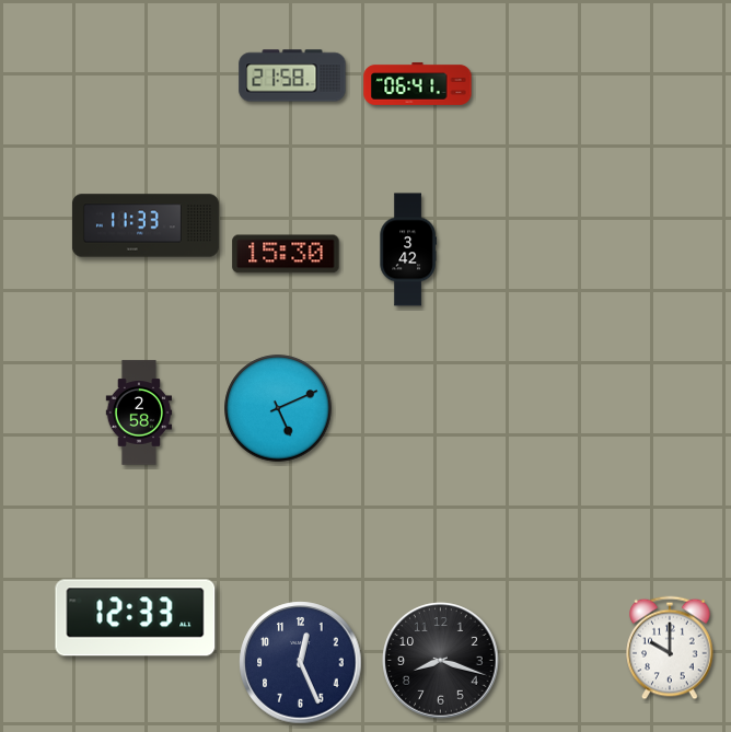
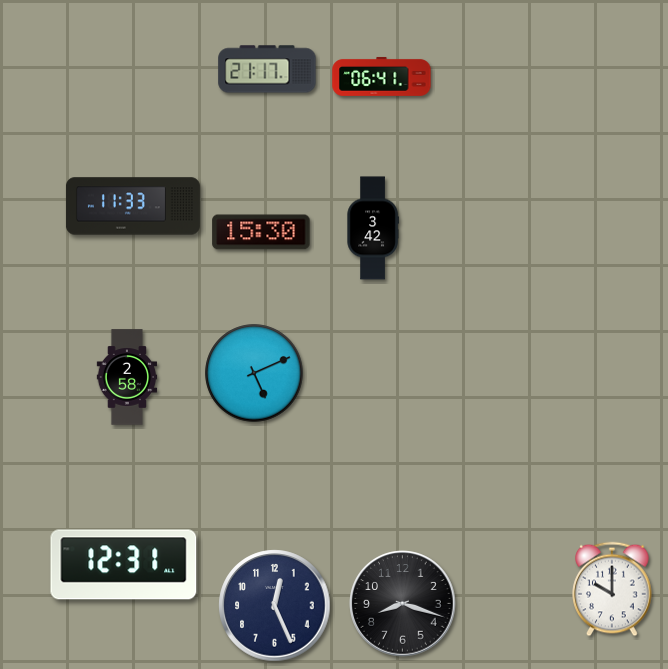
clock at (292, 75): 21:58 -> 21:17
clock at (136, 618): 12:33 -> 12:31
clock at (670, 648) position: (670, 648) -> (612, 589)
